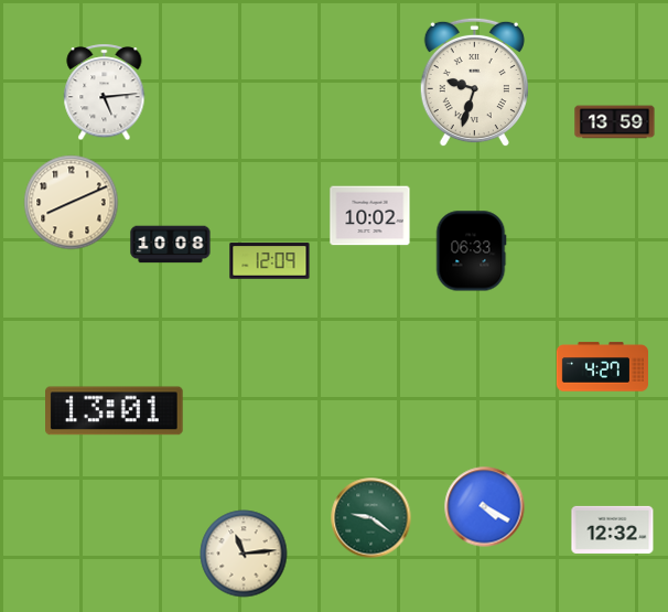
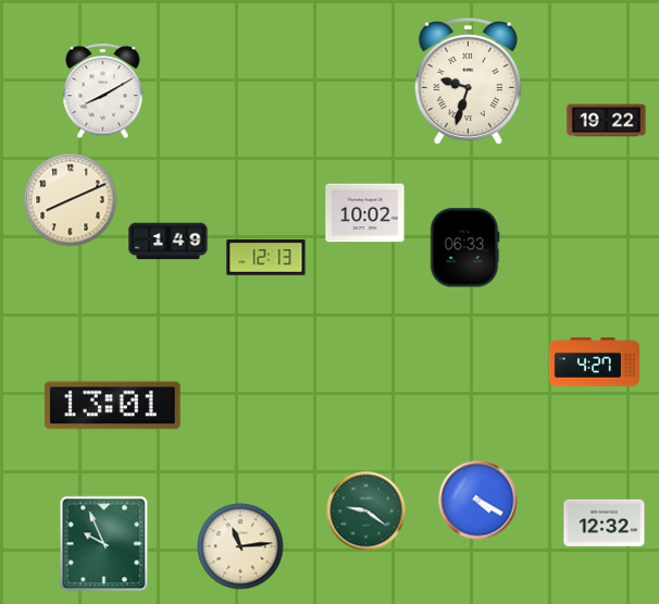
clock at (105, 93): 5:14 -> 8:10
clock at (615, 122): 13:59 -> 19:22
clock at (171, 245): 10:08 -> 1:49
clock at (270, 261): 12:09 -> 12:13
clock at (104, 544): none -> 9:56
